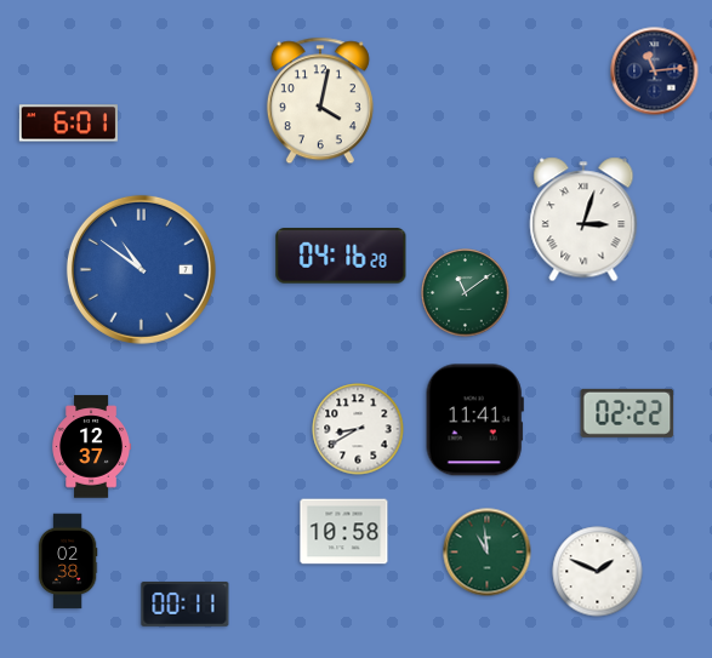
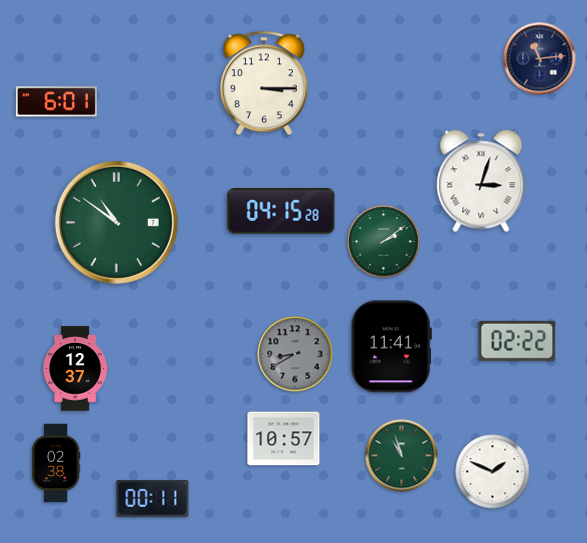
clock at (320, 101): 4:02 -> 3:15
clock at (341, 256): 04:16 -> 04:15
clock at (141, 269) dial: blue -> green
clock at (466, 293): 11:09 -> 2:09
clock at (358, 429) dial: white -> grey
clock at (344, 532): 10:58 -> 10:57
clock at (488, 553): 10:59 -> 10:57
